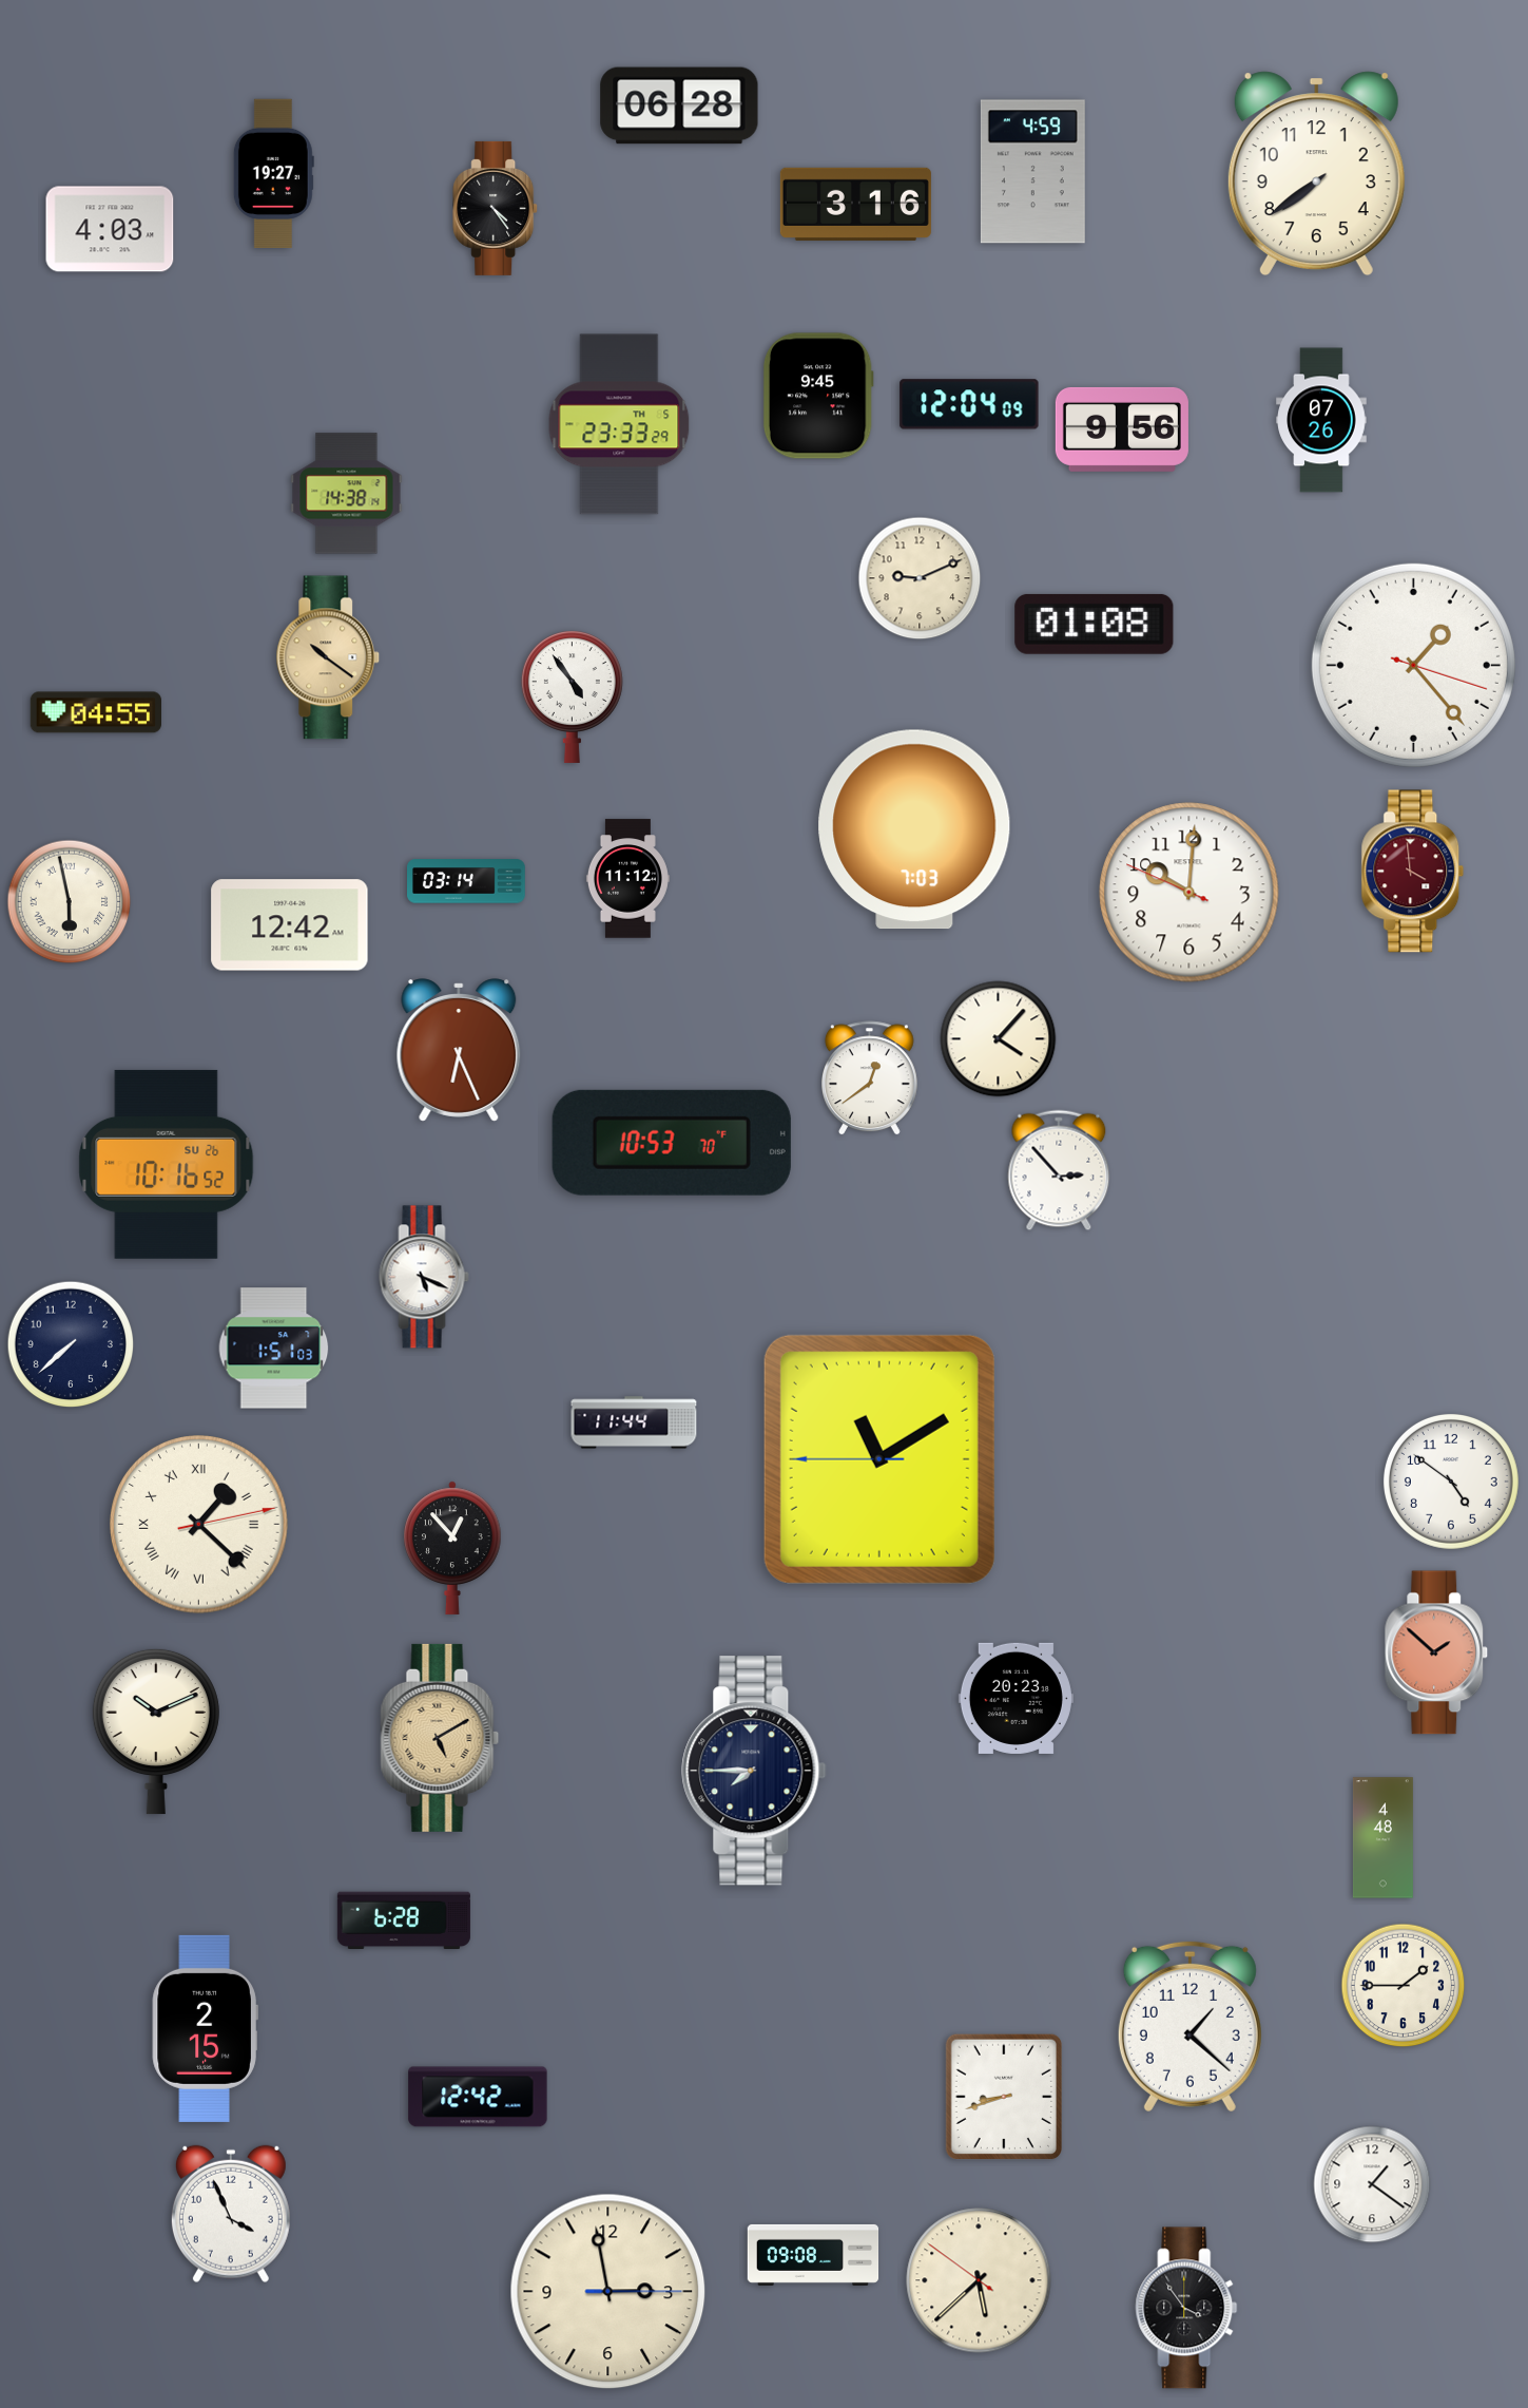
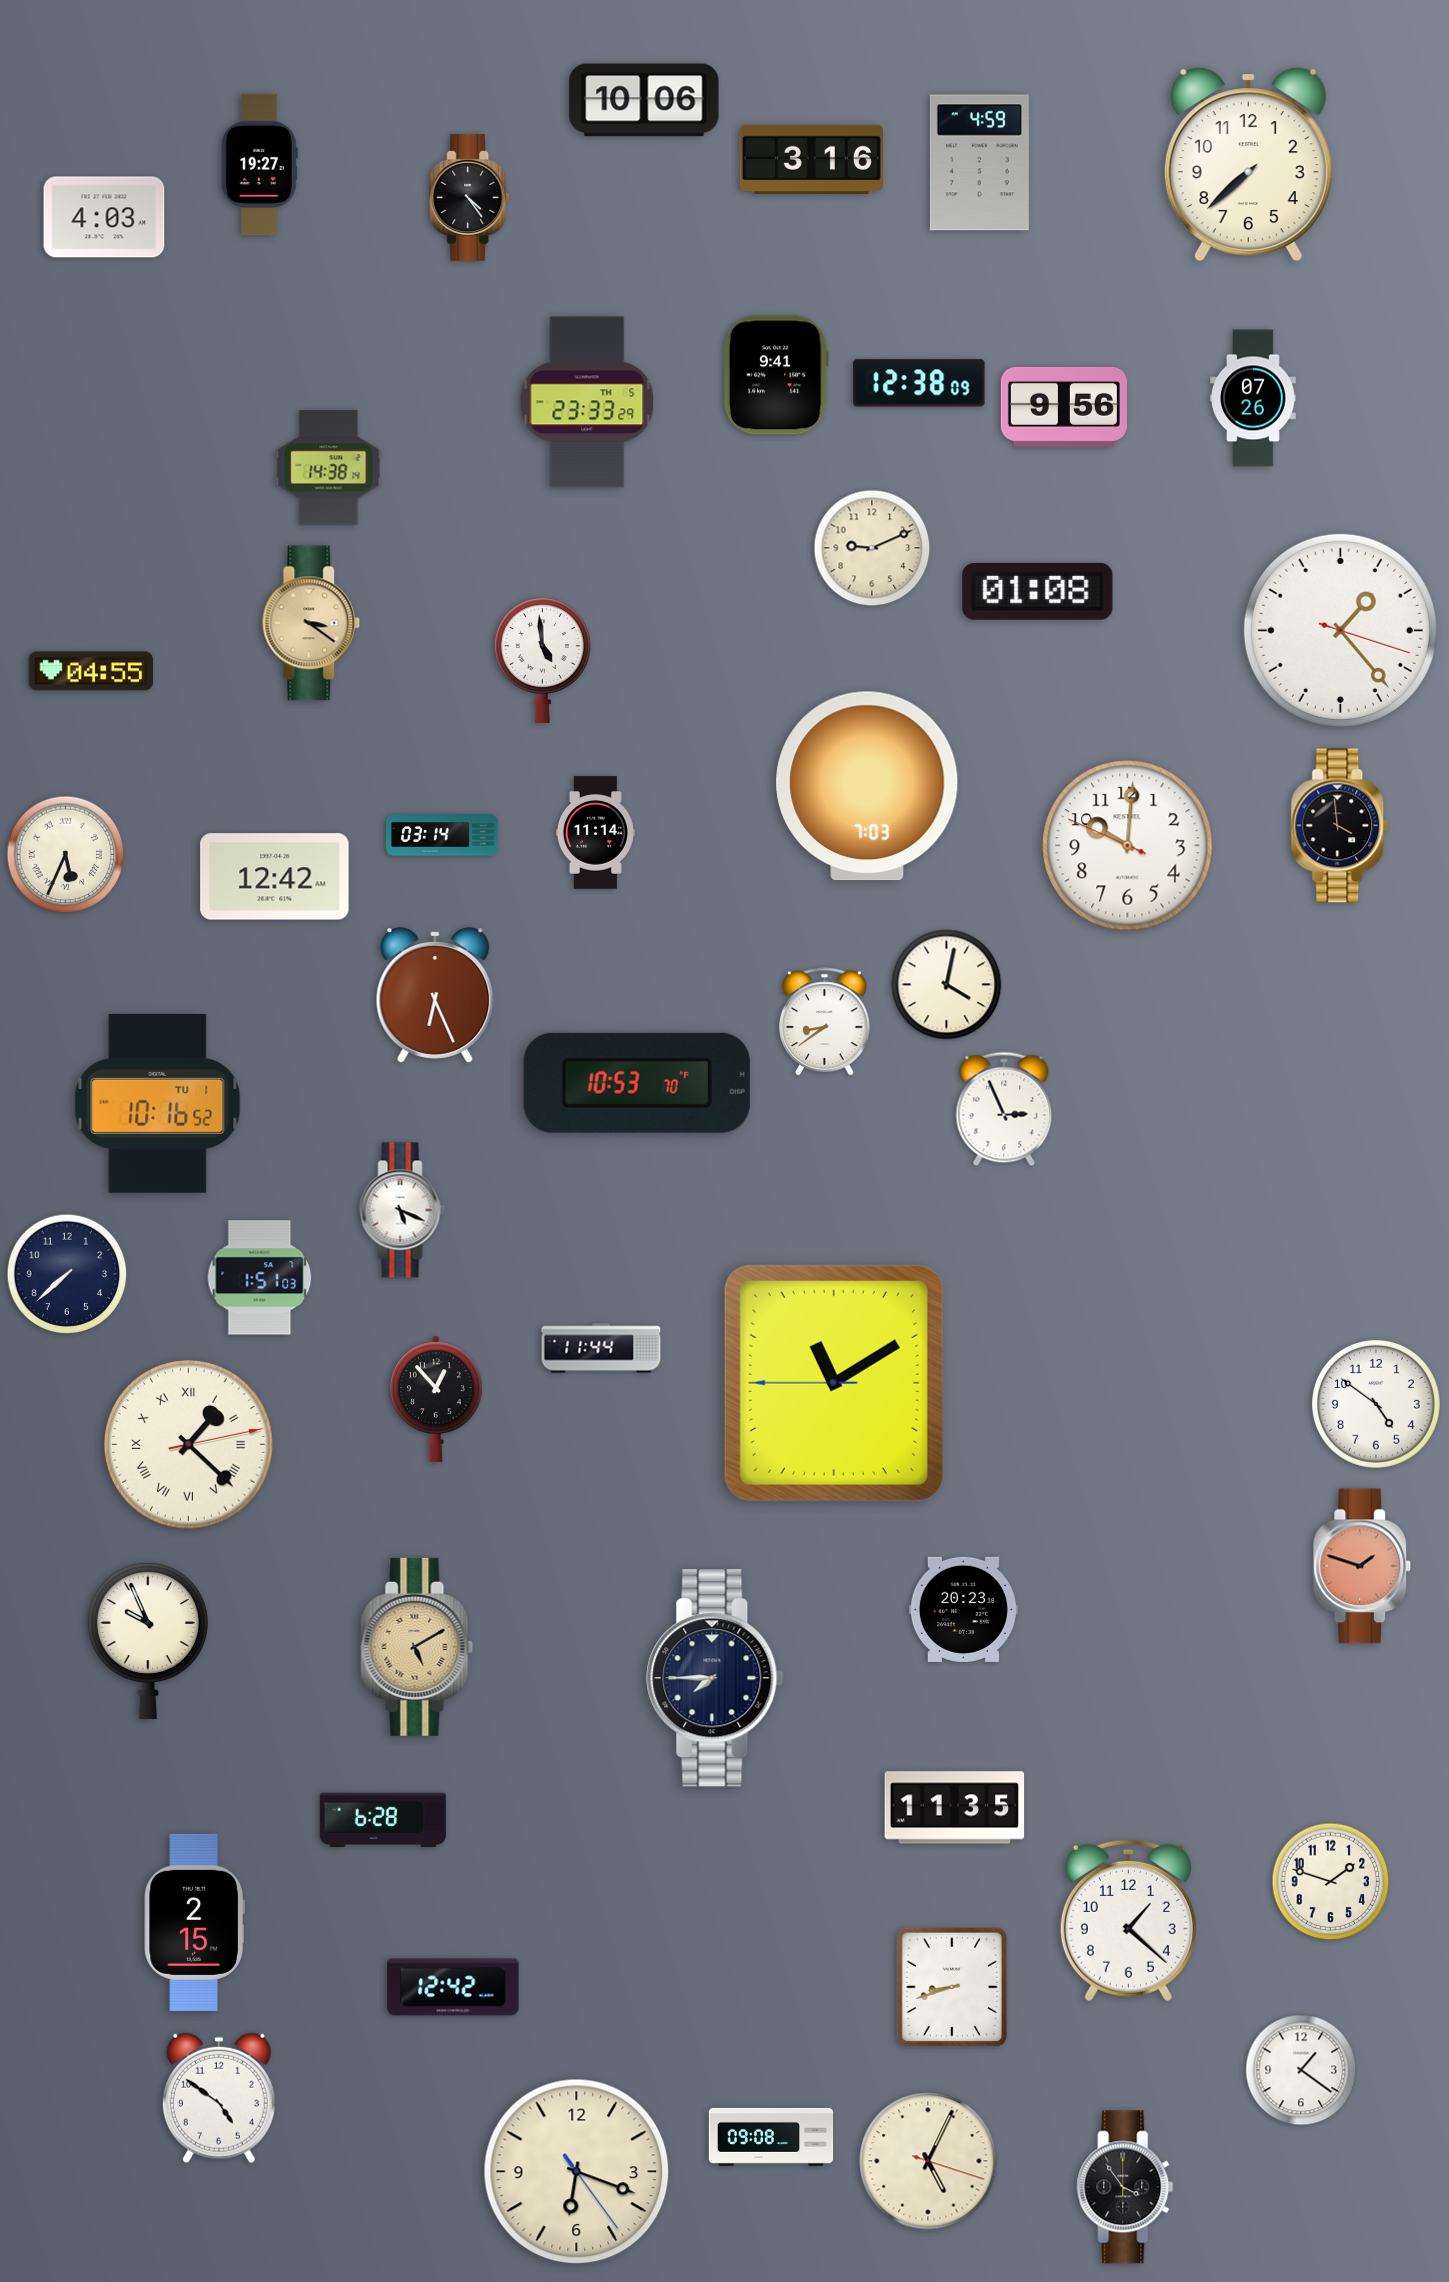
clock at (679, 106): 06:28 -> 10:06
clock at (1316, 174): 7:39 -> 7:38
clock at (855, 204) position: (855, 204) -> (811, 159)
clock at (818, 396): 9:45 -> 9:41
clock at (969, 404): 12:04 -> 12:38
clock at (328, 657): 10:21 -> 3:21
clock at (572, 697): 4:54 -> 4:59
clock at (95, 712) position: (95, 712) -> (90, 671)
clock at (1413, 872) dial: burgundy -> black
clock at (627, 879): 11:12 -> 11:14
clock at (70, 902): 5:58 -> 5:34
clock at (999, 1039): 4:07 -> 4:02
clock at (870, 1078): 12:39 -> 8:39
clock at (167, 1164) date: SU 26 -> TU 1
clock at (1059, 1170): 2:53 -> 2:56
clock at (452, 1548) position: (452, 1548) -> (436, 1399)
clock at (1436, 1652): 1:52 -> 1:48
clock at (156, 1732): 10:11 -> 9:56
clock at (1382, 1838): 4:48 -> none
clock at (955, 1808): none -> 11:35
clock at (1404, 1986): 1:45 -> 1:48
clock at (231, 2214): 3:56 -> 4:51
clock at (979, 2280): 5:37 -> 5:04
clock at (608, 2292): 2:58 -> 6:18
